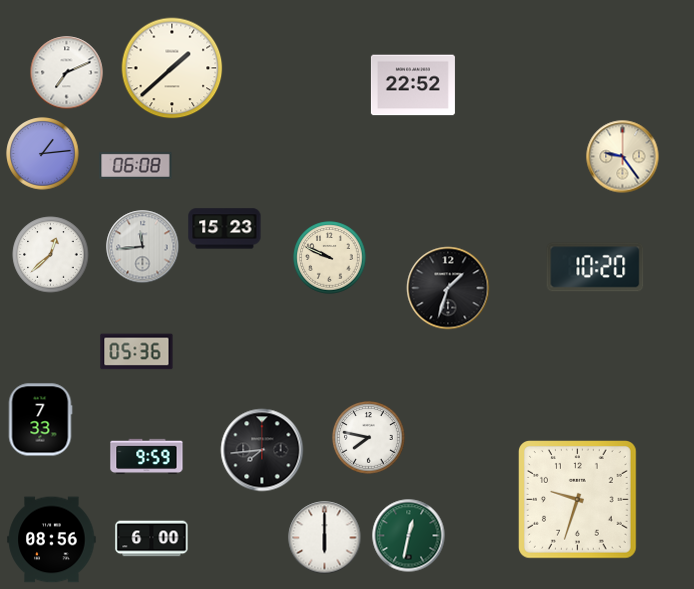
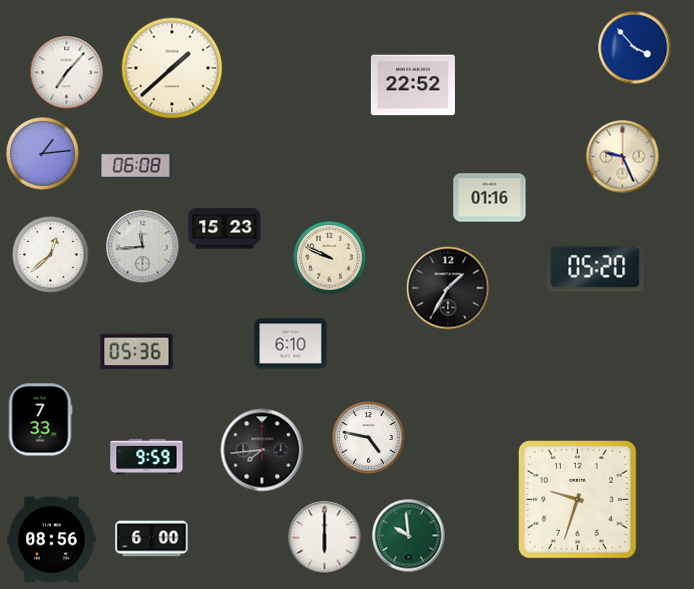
clock at (635, 48): none -> 3:53
clock at (67, 73): 7:11 -> 7:07
clock at (623, 157): 9:24 -> 9:26
clock at (490, 198): none -> 01:16
clock at (595, 267): 10:20 -> 05:20
clock at (448, 288): 1:33 -> 1:35
clock at (291, 344): none -> 6:10
clock at (369, 438): 7:47 -> 4:47
clock at (409, 536): 12:32 -> 9:59
